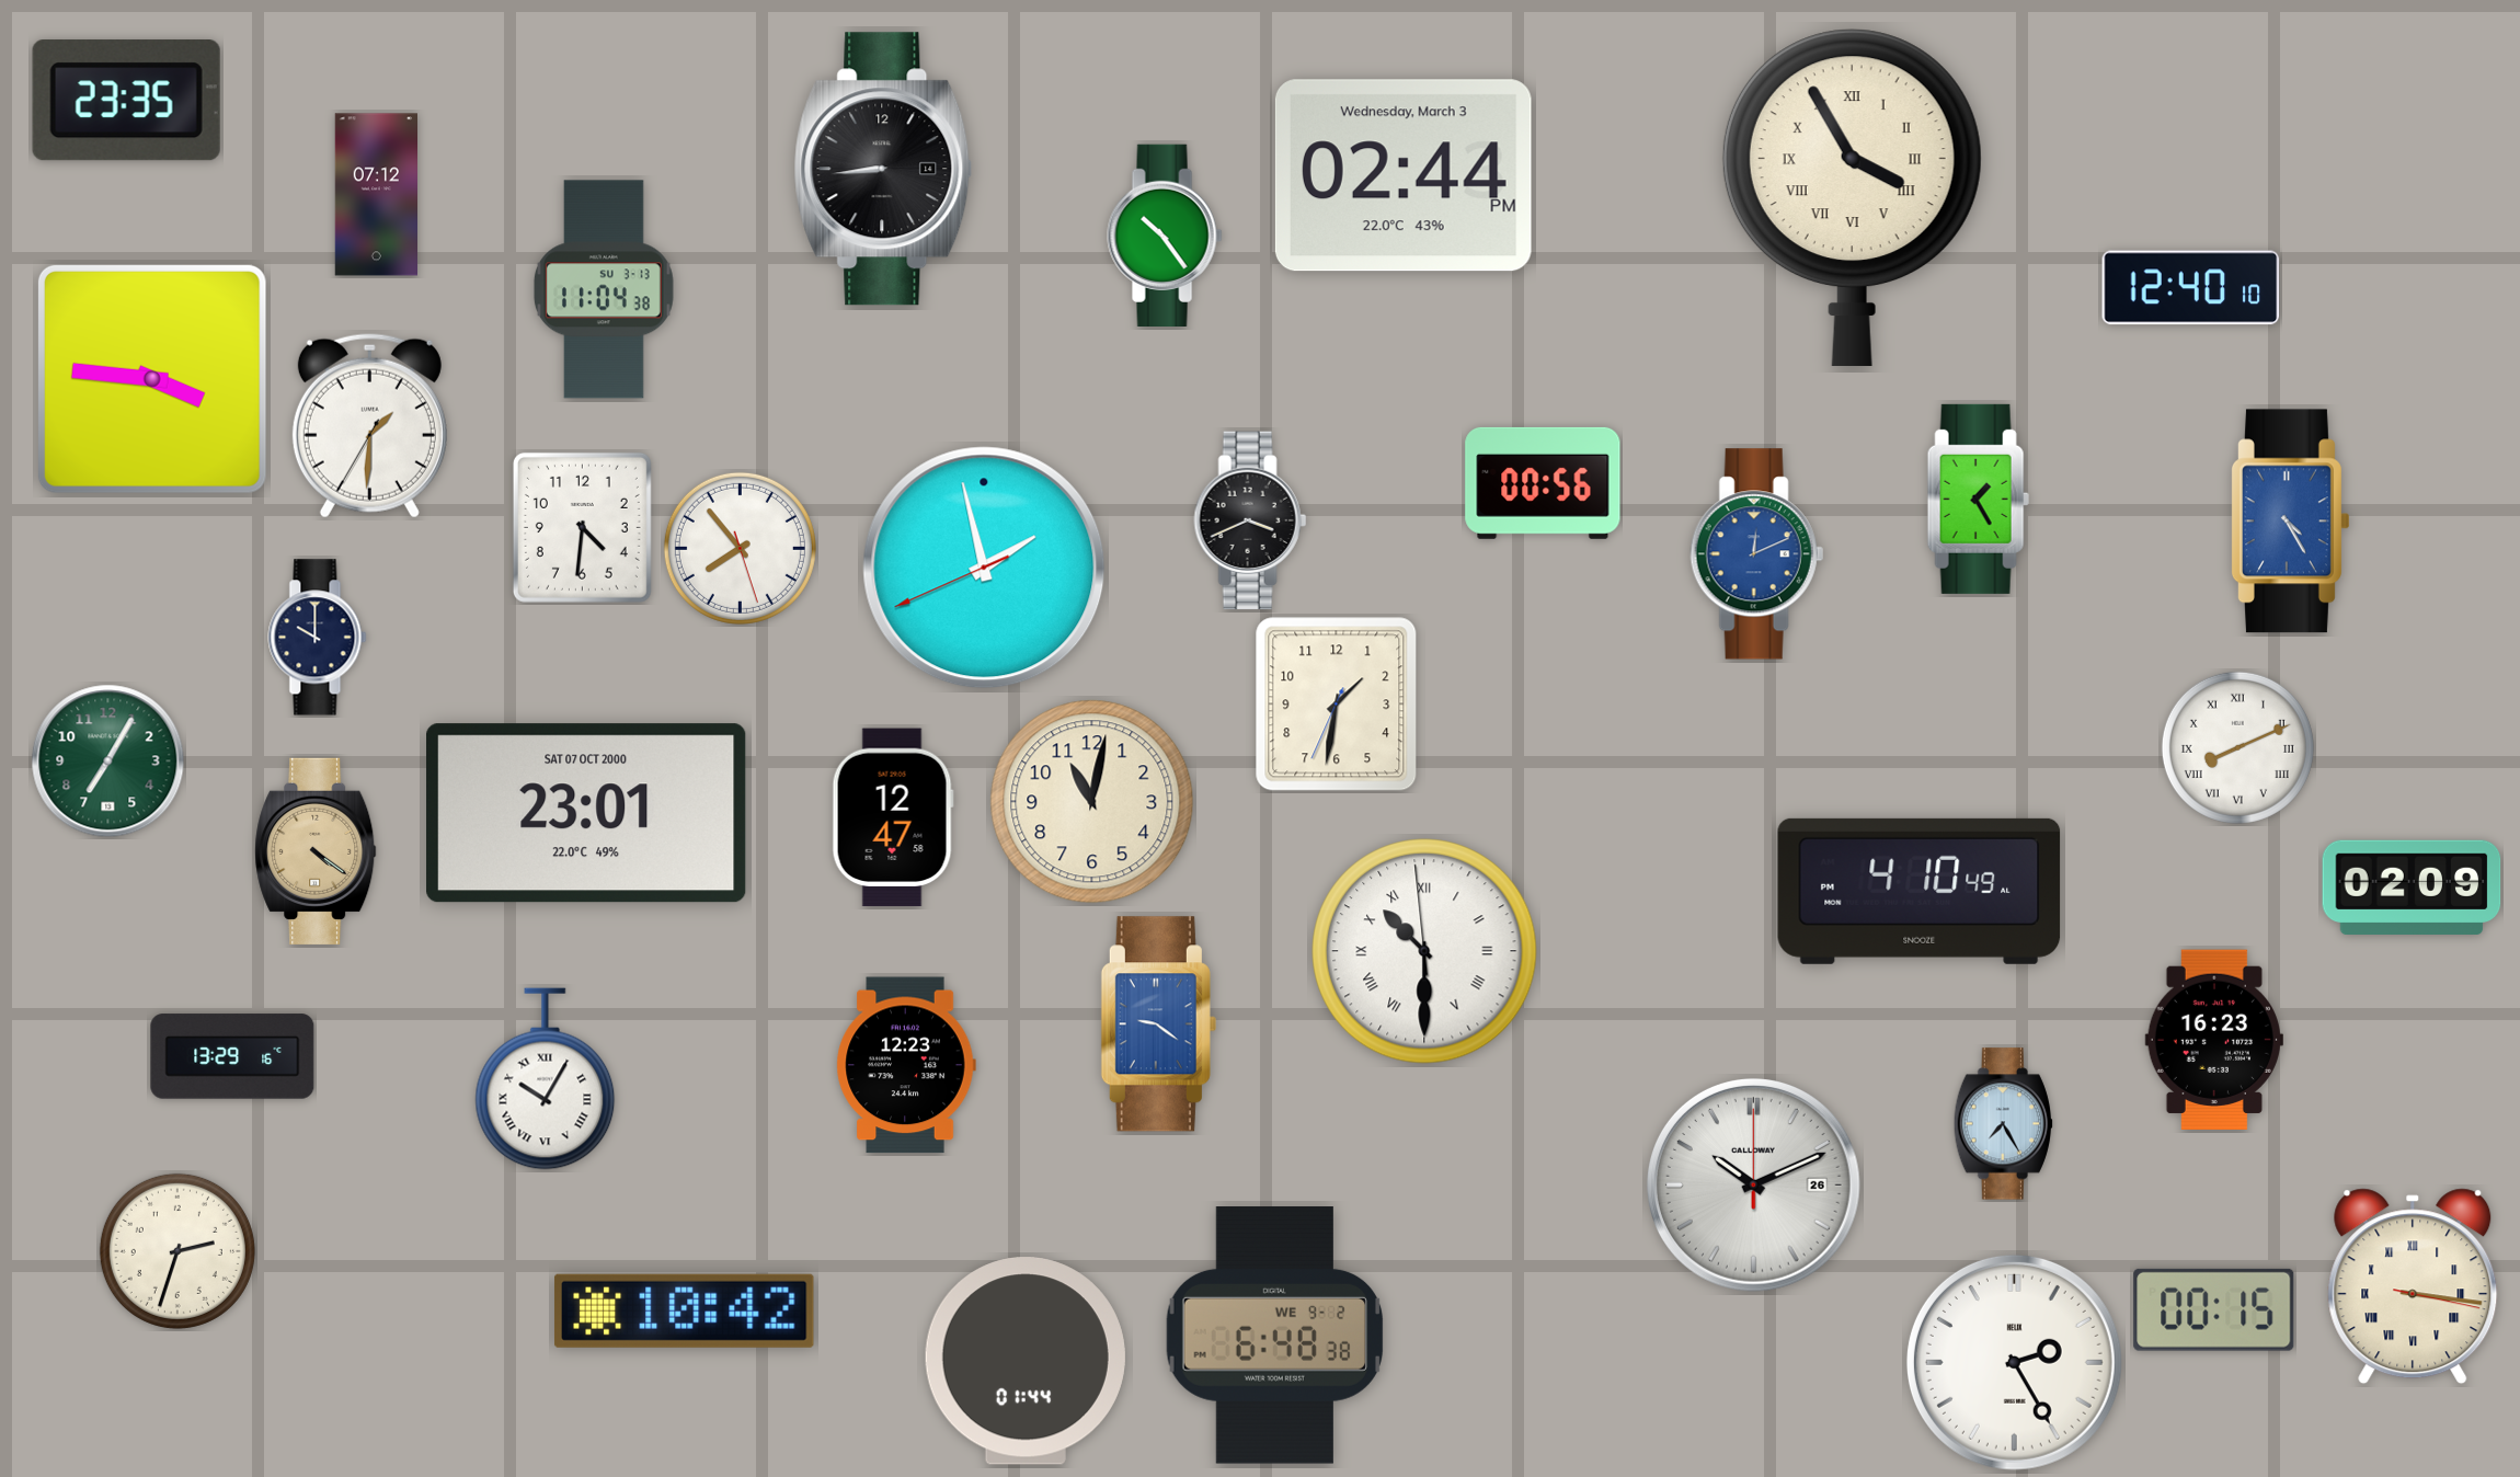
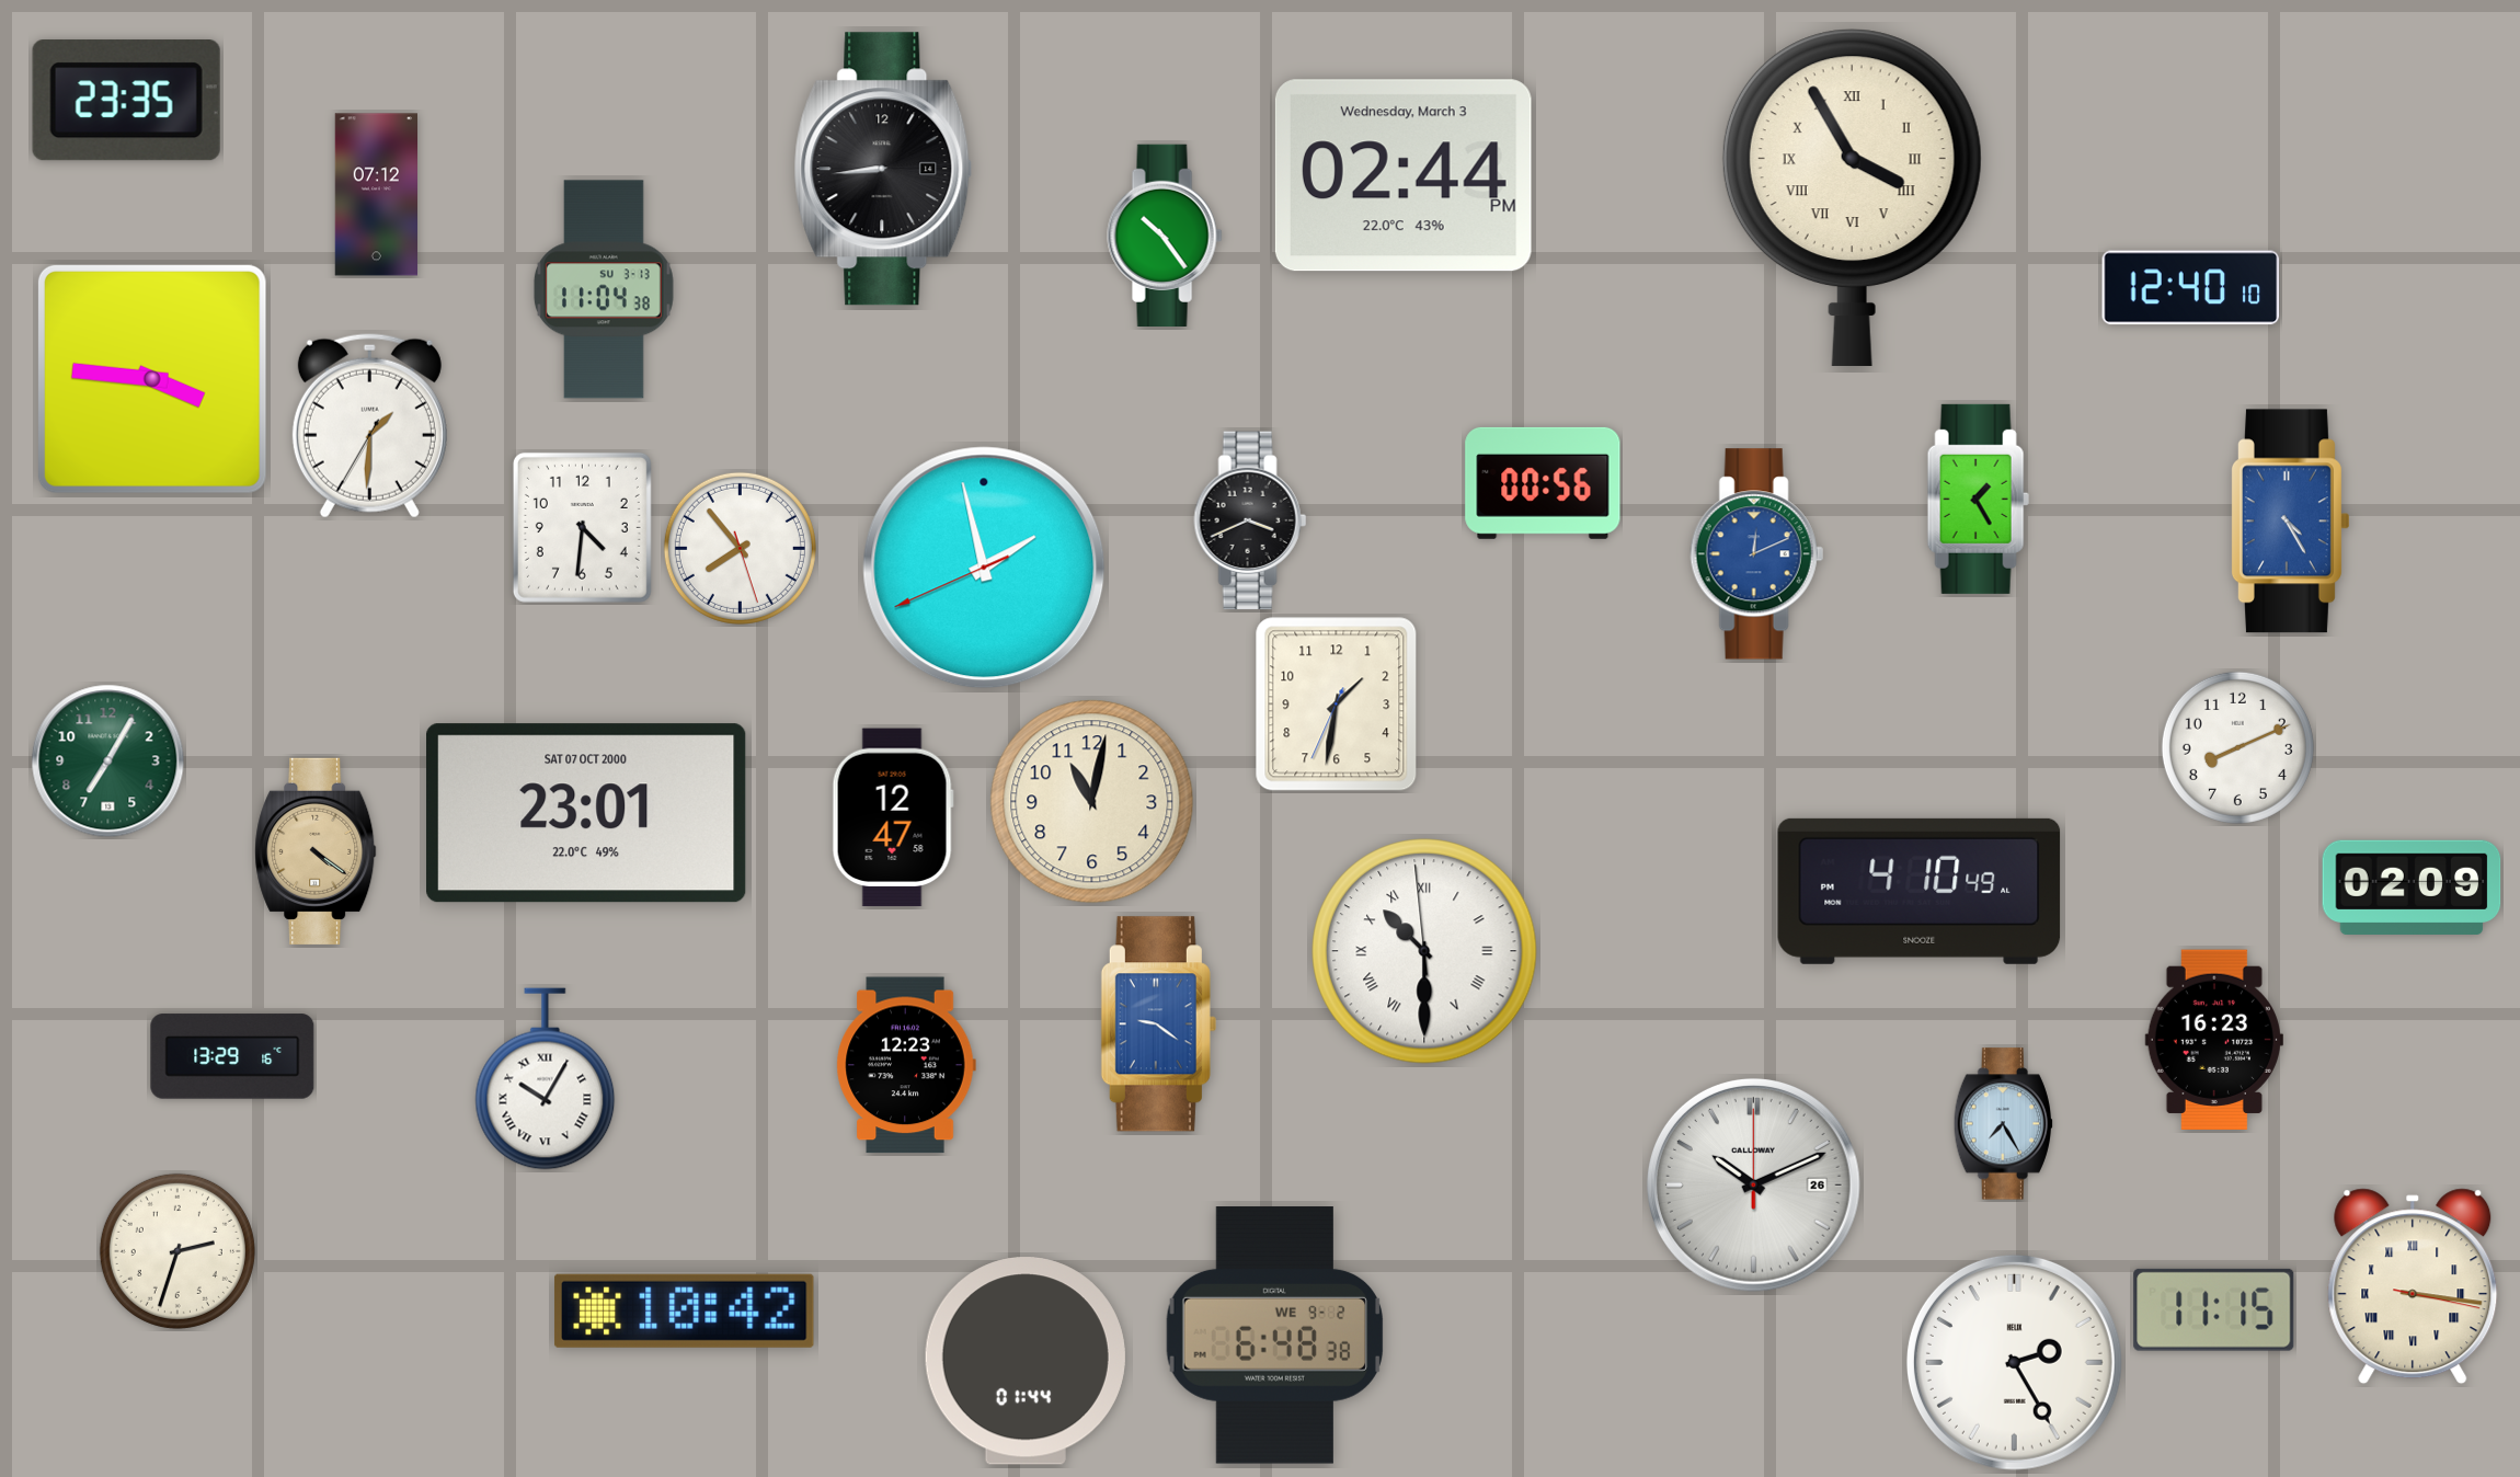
clock at (318, 638): 10:00 -> none
clock at (2237, 747) numerals: Roman -> Arabic
clock at (2214, 1309): 00:15 -> 11:15
